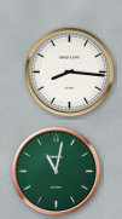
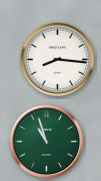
clock at (57, 172): 11:02 -> 10:57
